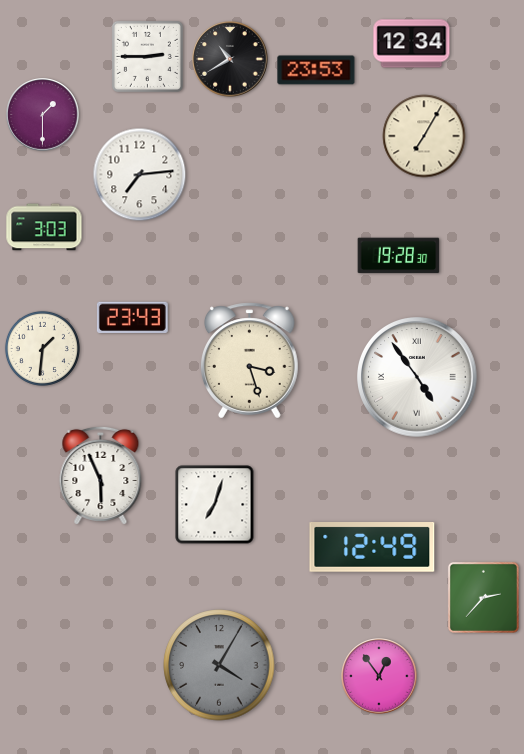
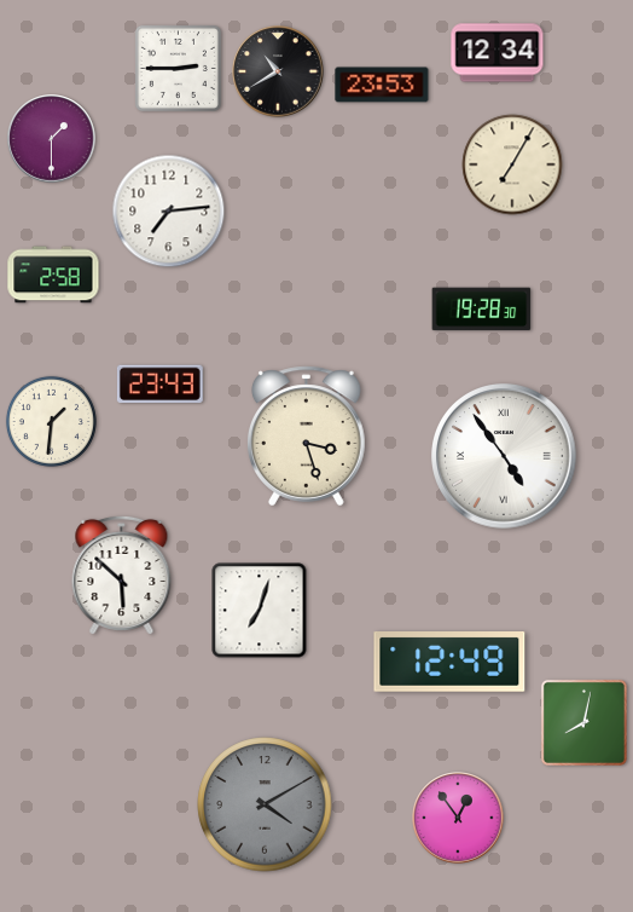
clock at (44, 227): 3:03 -> 2:58
clock at (250, 361) position: (250, 361) -> (307, 437)
clock at (101, 475): 5:56 -> 5:52
clock at (483, 597): 2:37 -> 8:02
clock at (219, 665): 4:05 -> 4:10
